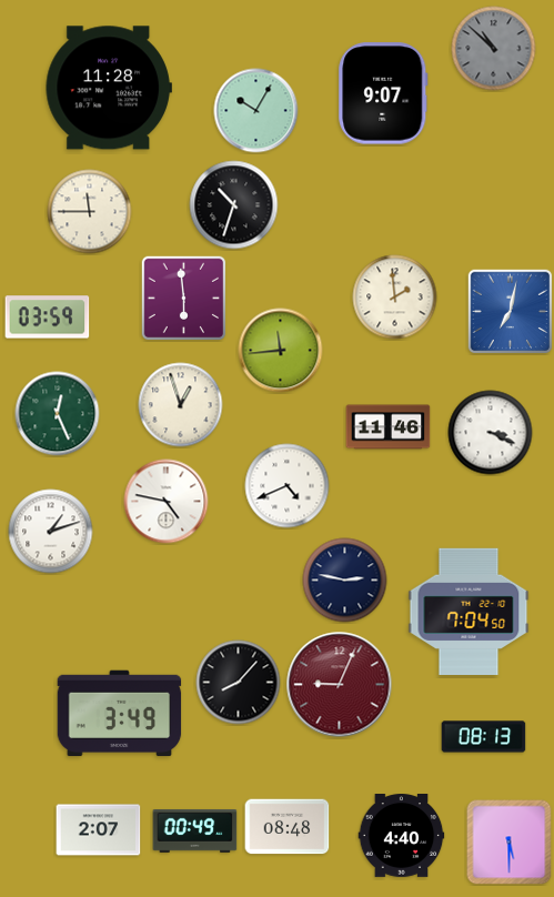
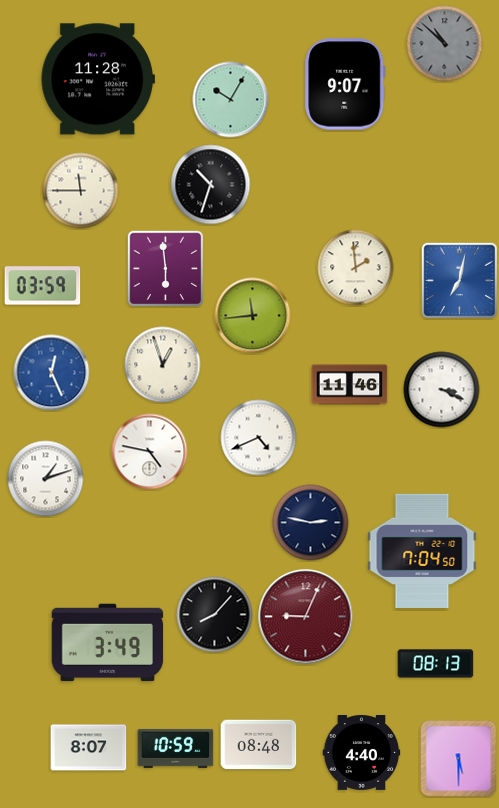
clock at (58, 414) dial: green -> blue
clock at (99, 830): 2:07 -> 8:07
clock at (195, 830): 00:49 -> 10:59
